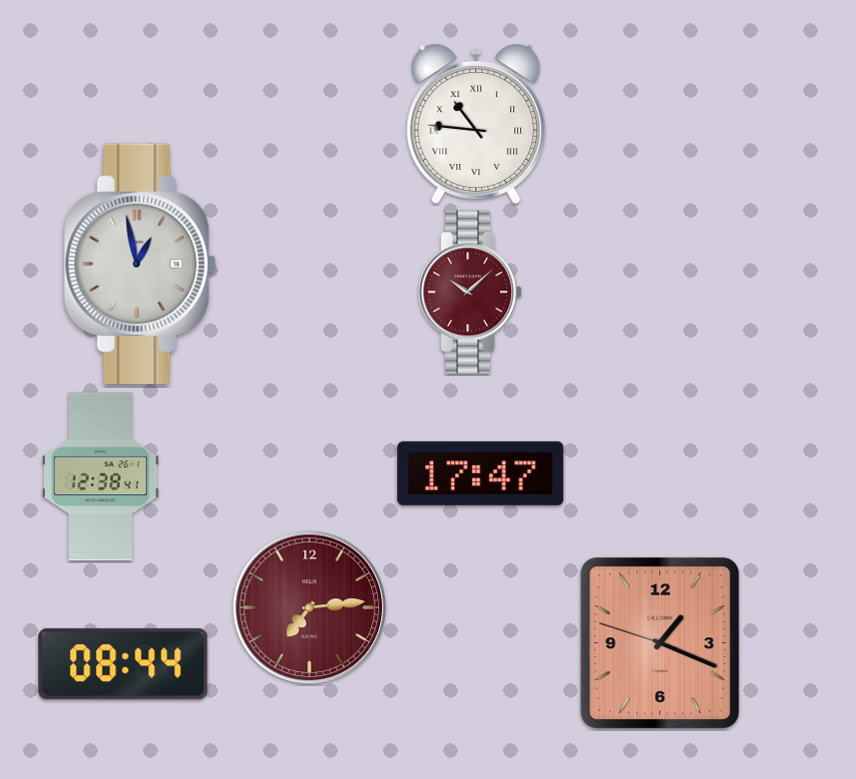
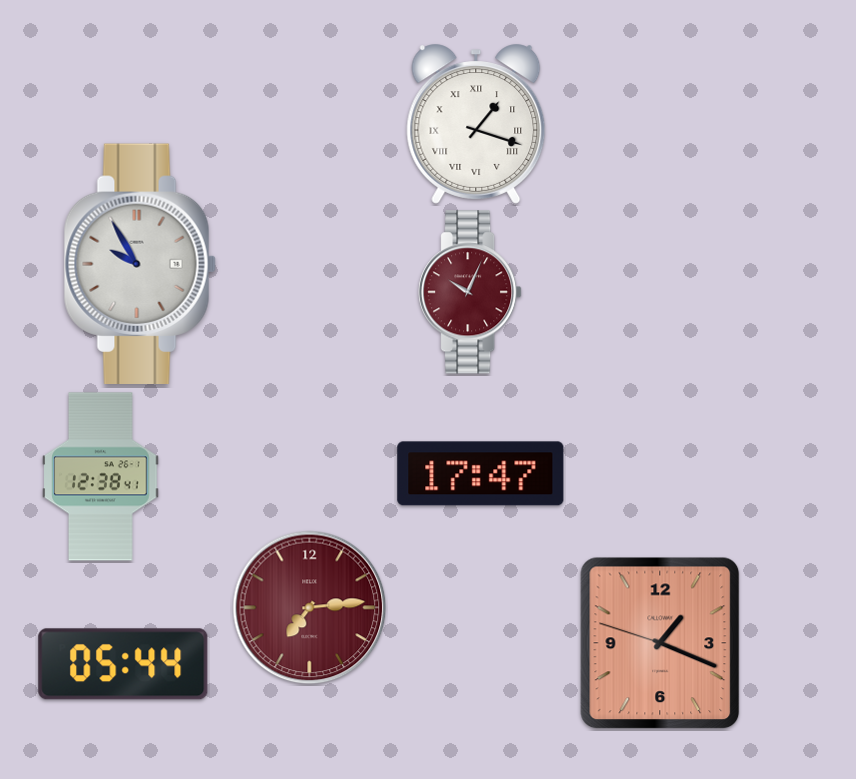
clock at (476, 124): 10:46 -> 1:18
clock at (140, 264): 12:58 -> 9:55
clock at (470, 292): 10:08 -> 10:04
clock at (123, 664): 08:44 -> 05:44
